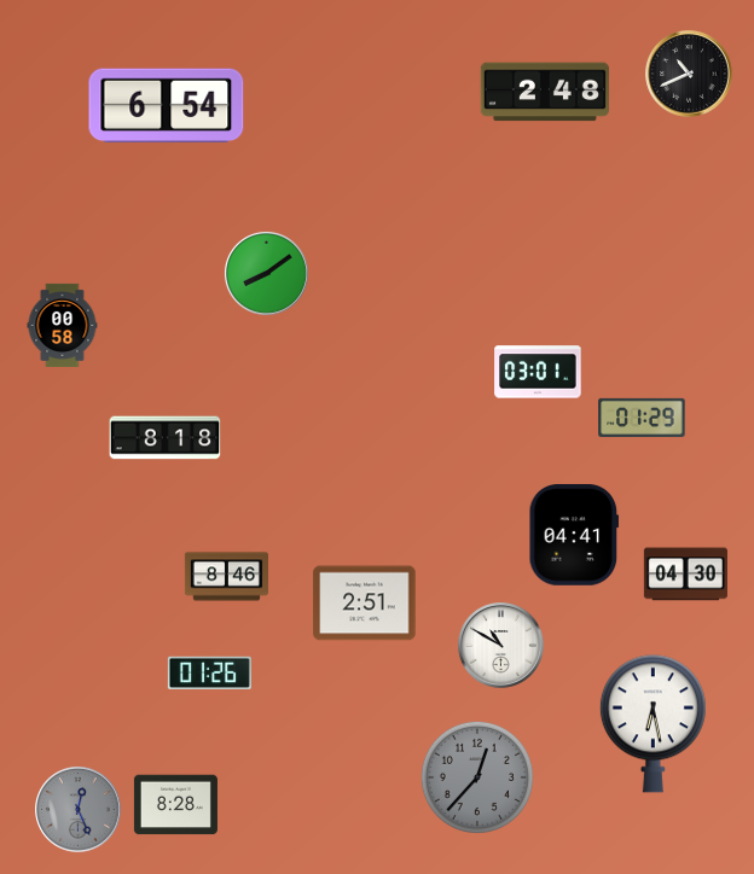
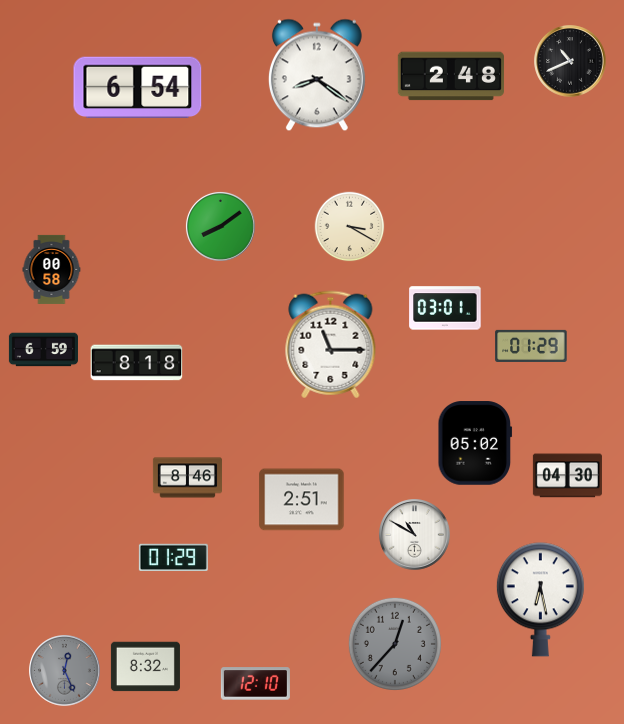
clock at (317, 75): none -> 8:21
clock at (350, 227): none -> 3:20
clock at (331, 345): none -> 11:15
clock at (43, 350): none -> 6:59
clock at (574, 535): 04:41 -> 05:02
clock at (209, 674): 01:26 -> 01:29
clock at (175, 805): 8:28 -> 8:32
clock at (255, 684): none -> 12:10
